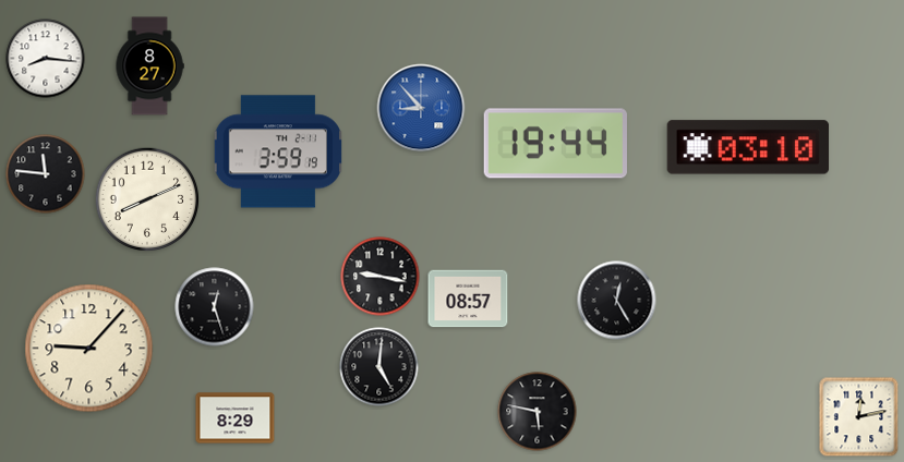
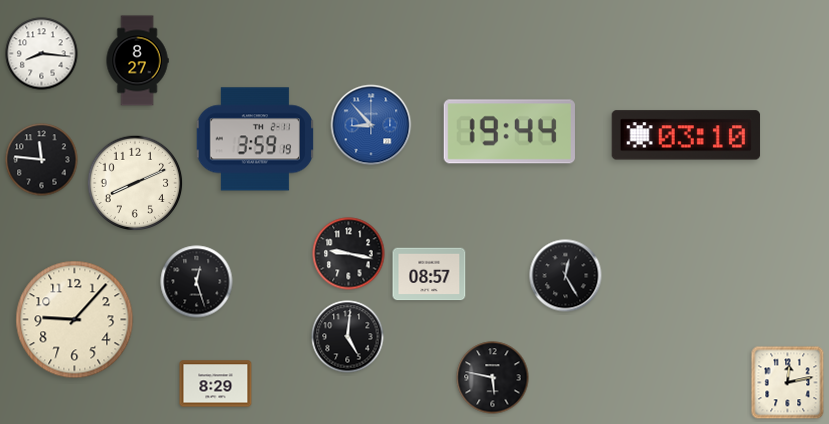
clock at (421, 108) position: (421, 108) -> (371, 125)
clock at (89, 349) position: (89, 349) -> (75, 320)
